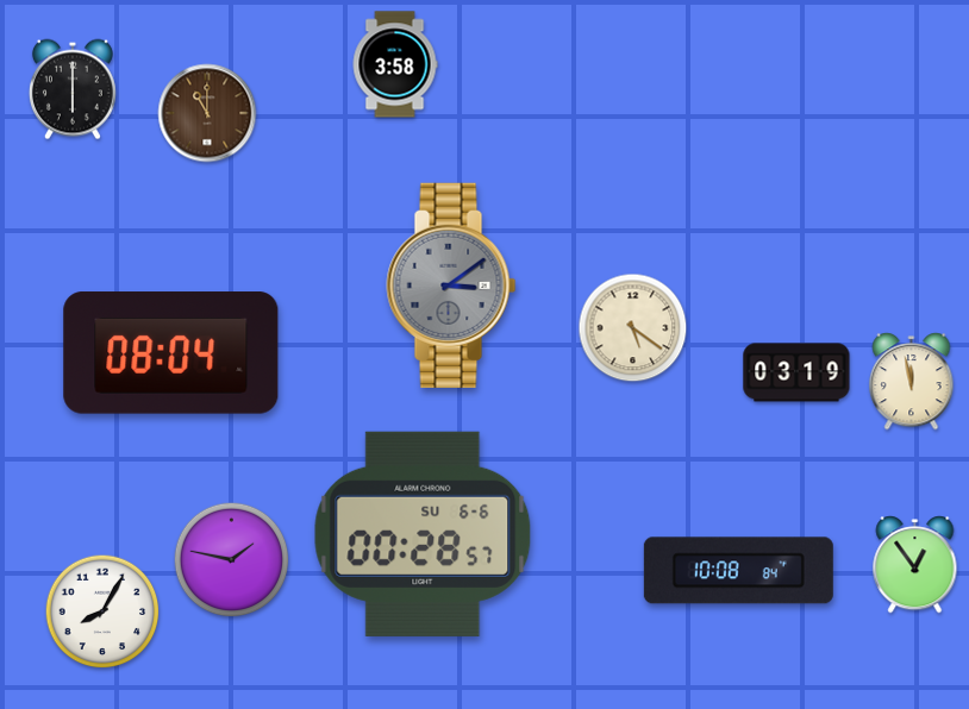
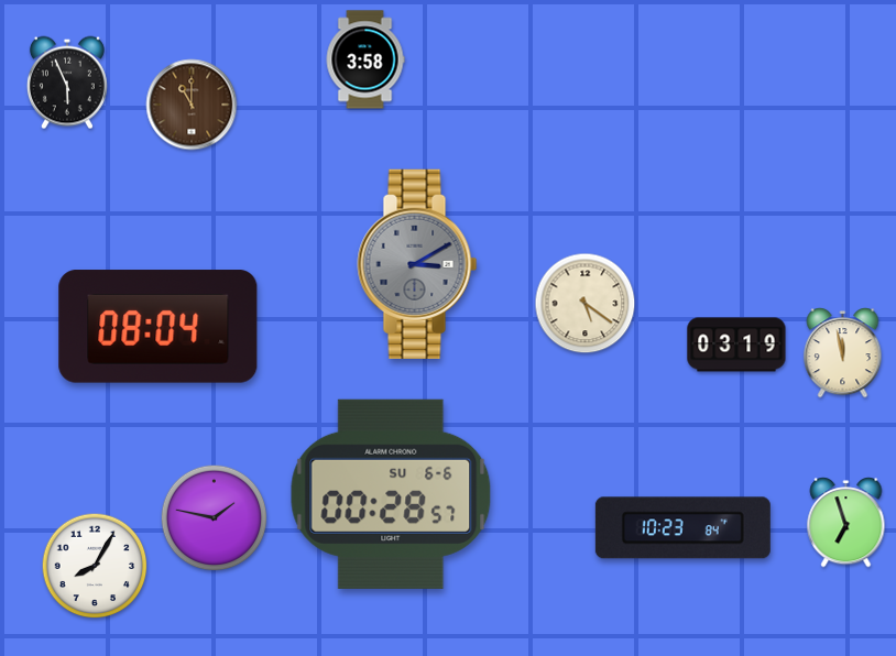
clock at (73, 89): 6:00 -> 5:56
clock at (451, 286): 3:09 -> 3:10
clock at (915, 565): 12:54 -> 6:57
clock at (738, 571): 10:08 -> 10:23
